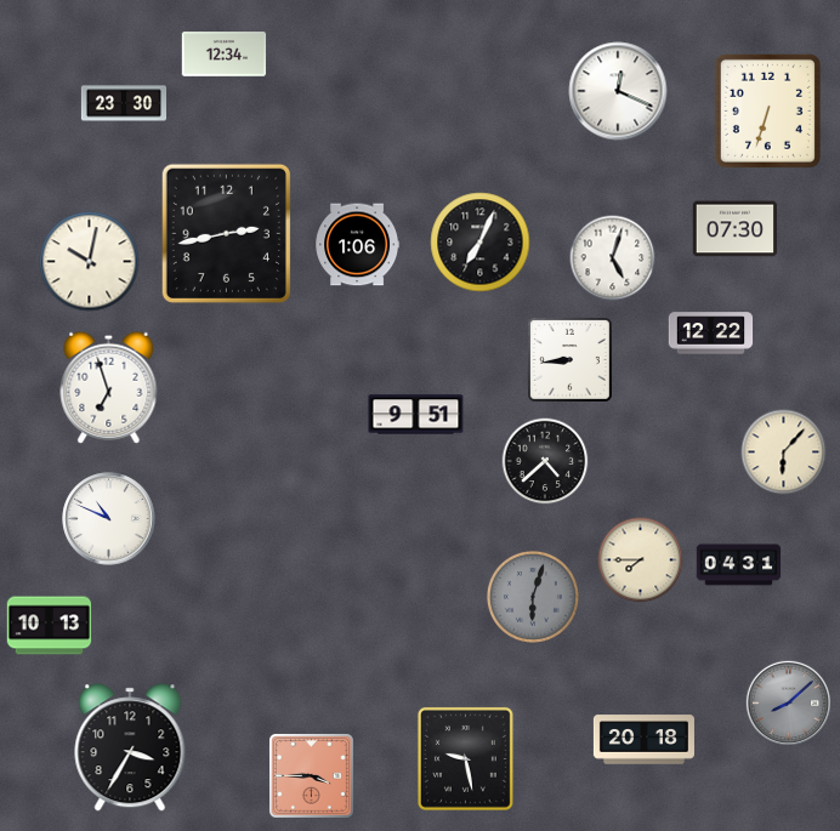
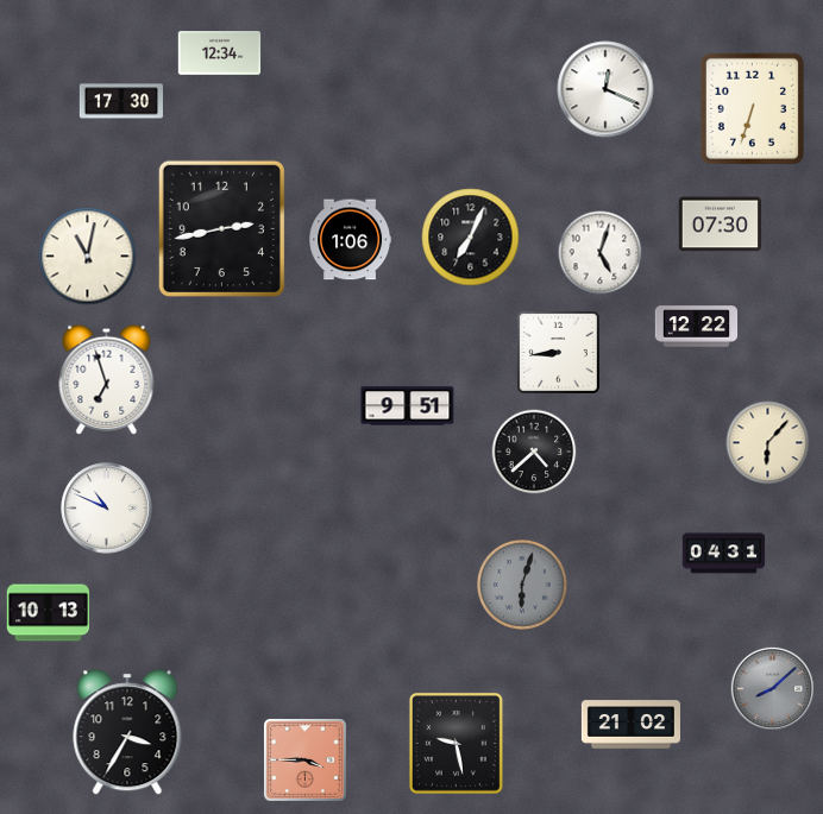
clock at (123, 103): 23:30 -> 17:30
clock at (90, 262): 10:02 -> 11:02
clock at (641, 560): 7:45 -> none
clock at (643, 740): 20:18 -> 21:02
